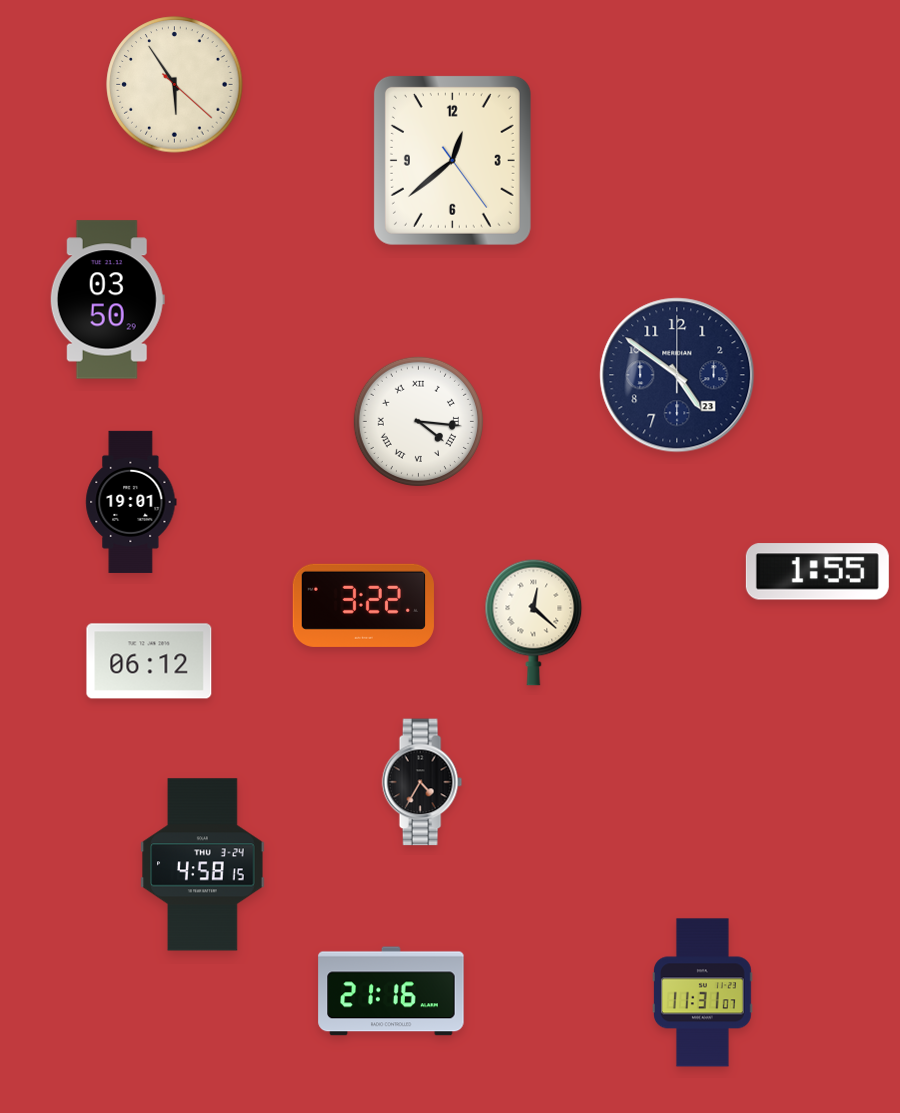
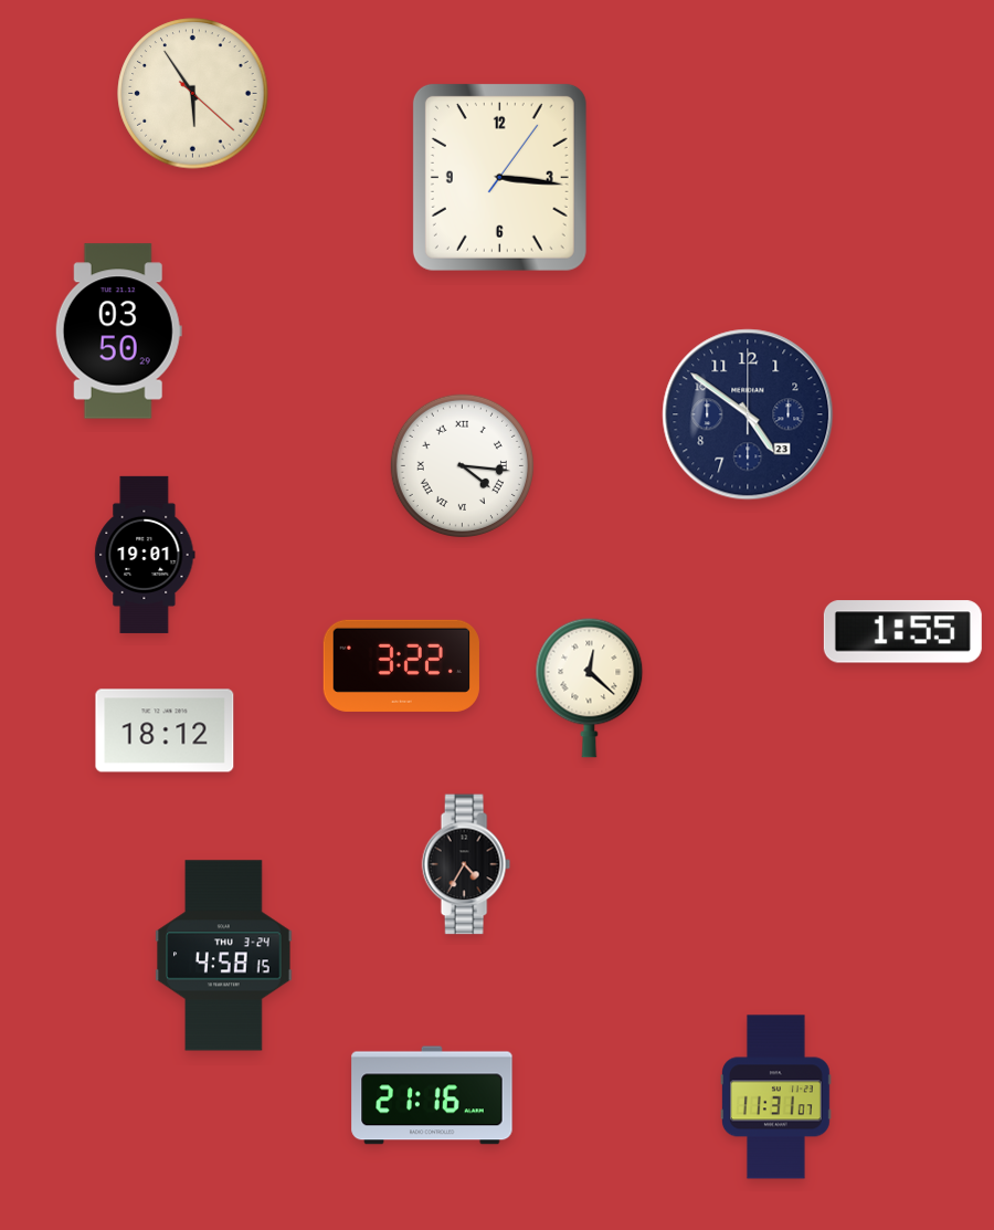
clock at (452, 160): 12:38 -> 3:16
clock at (363, 605) position: (363, 605) -> (401, 665)
clock at (149, 661): 06:12 -> 18:12
